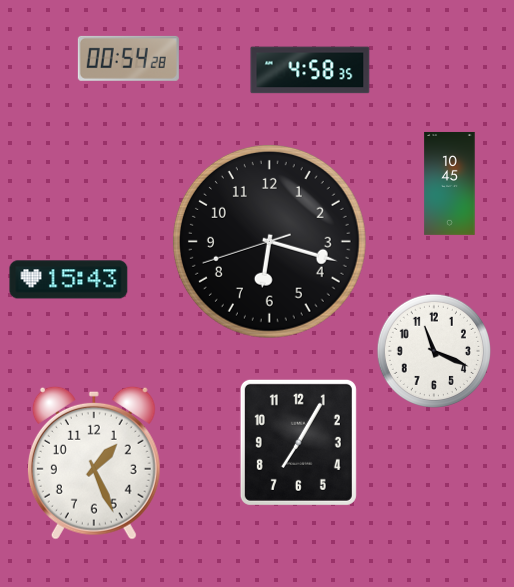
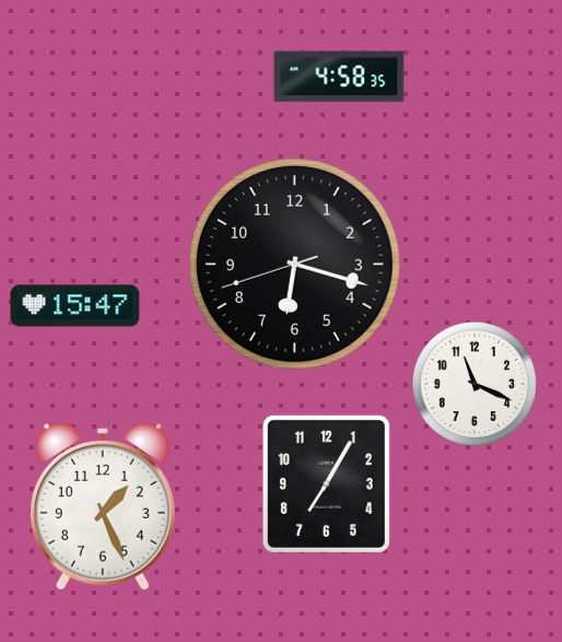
clock at (128, 58): 00:54 -> none
clock at (450, 183): 10:45 -> none
clock at (69, 280): 15:43 -> 15:47
